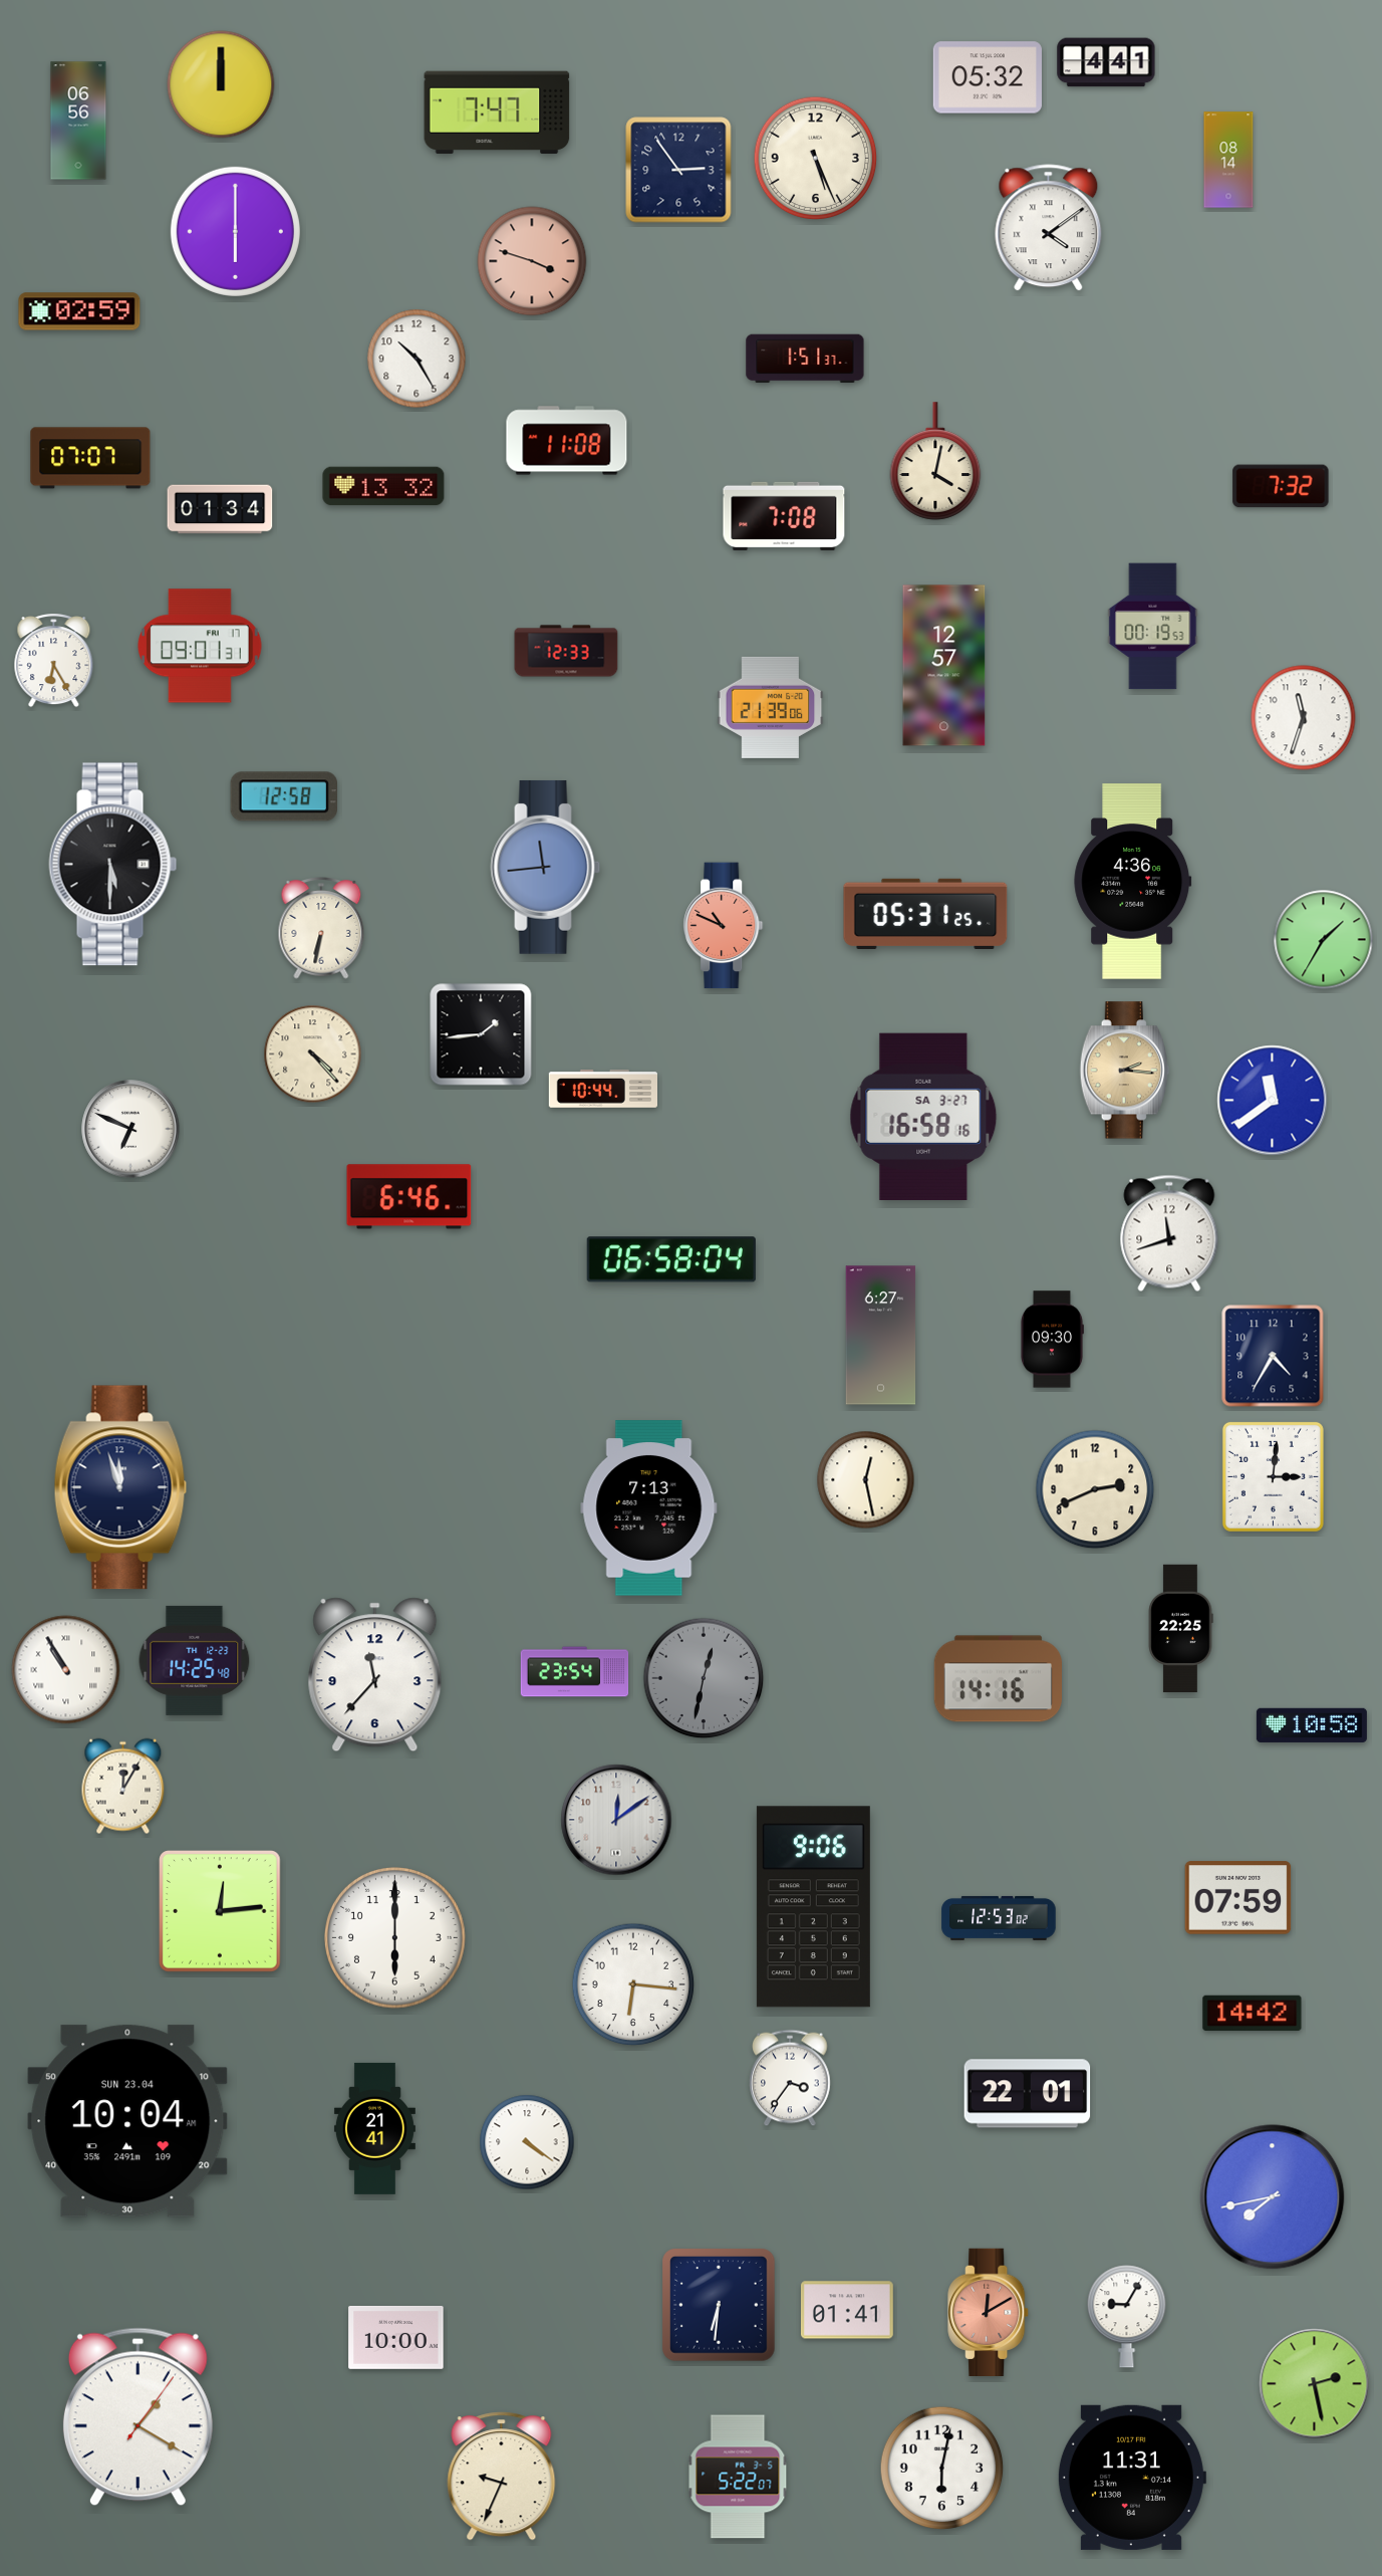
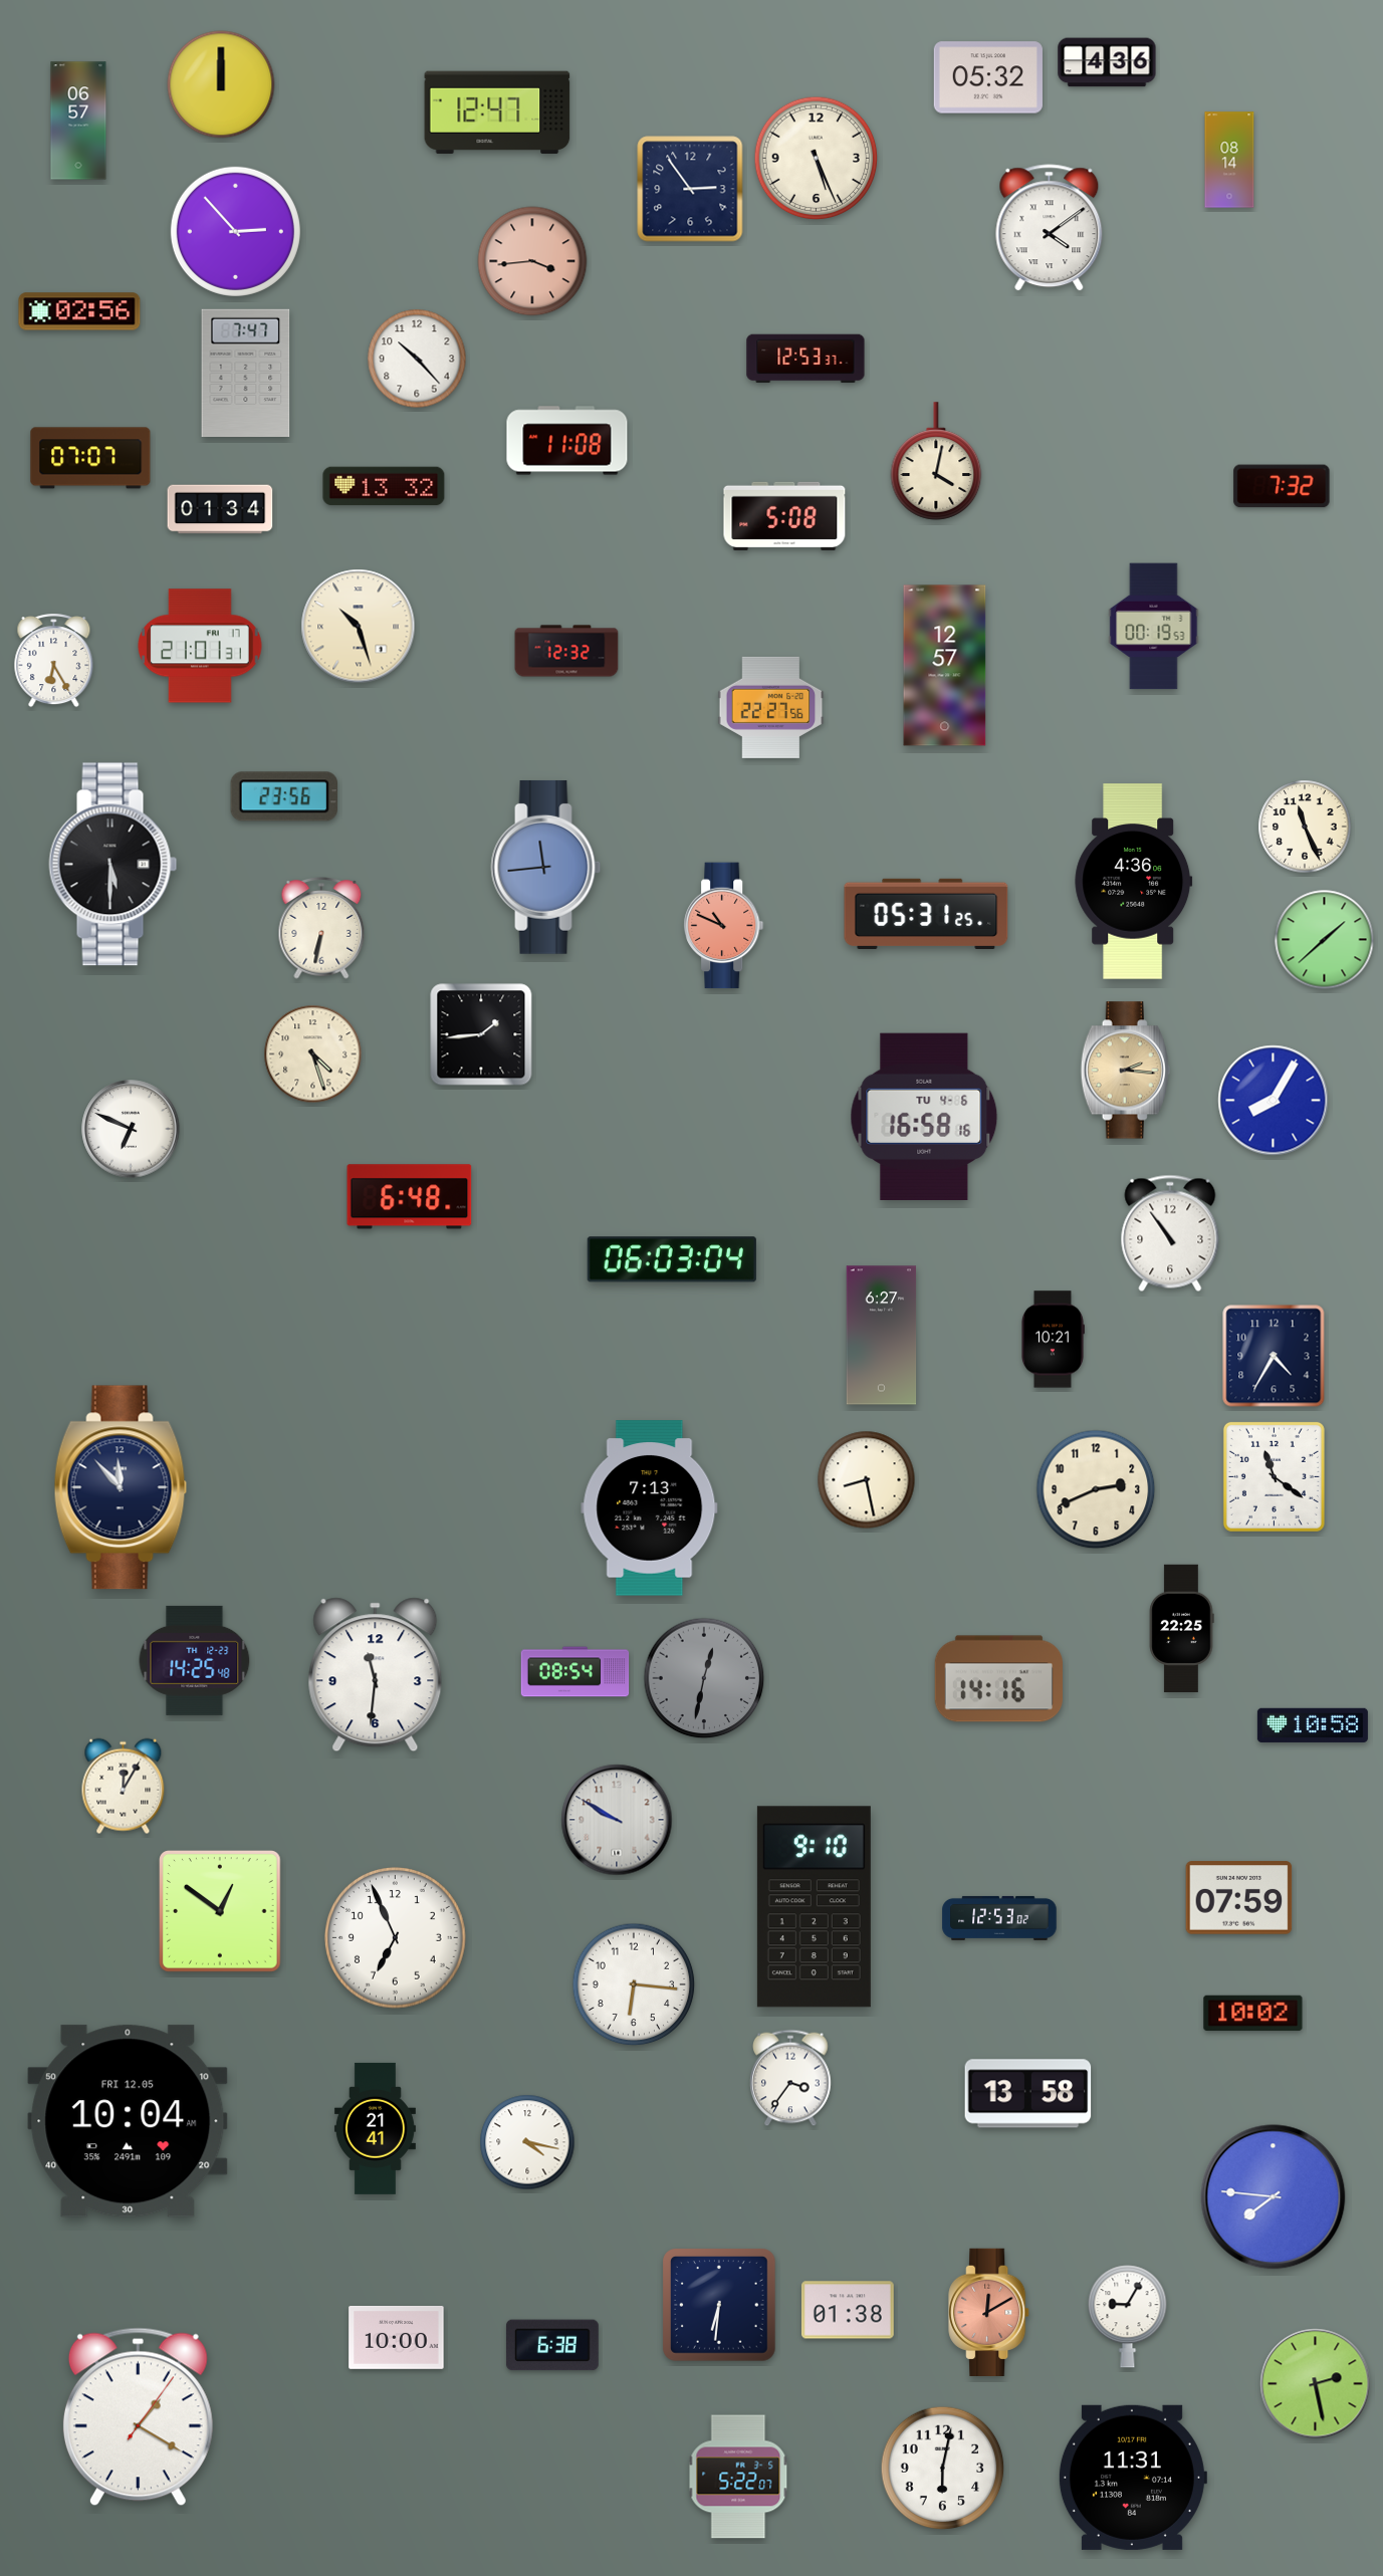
clock at (1106, 62): 4:41 -> 4:36
clock at (497, 112): 7:47 -> 12:47
clock at (78, 121): 06:56 -> 06:57
clock at (678, 170) position: (678, 170) -> (690, 189)
clock at (235, 231): 6:00 -> 2:53
clock at (532, 261): 3:48 -> 3:44
clock at (79, 311): 02:59 -> 02:56
clock at (417, 359): 10:25 -> 10:23
clock at (805, 359): 1:51 -> 12:53
clock at (246, 373): none -> 7:47
clock at (784, 516): 7:08 -> 5:08
clock at (359, 627): none -> 10:27
clock at (201, 646): 09:01 -> 21:01
clock at (566, 651): 12:33 -> 12:32
clock at (771, 707): 21:39 -> 22:27
clock at (1304, 718): 11:33 -> none
clock at (283, 796): 12:58 -> 23:56
clock at (1305, 827): none -> 11:26
clock at (1324, 940): 1:35 -> 1:38
clock at (313, 1055): 4:23 -> 4:27
clock at (602, 1089): 10:44 -> none
clock at (1273, 1101): 11:39 -> 8:05
clock at (923, 1116) date: SA 3-27 -> TU 4-6
clock at (409, 1197): 6:46 -> 6:48
clock at (1169, 1233): 11:42 -> 10:54
clock at (671, 1259): 06:58 -> 06:03
clock at (1052, 1340): 09:30 -> 10:21
clock at (1273, 1476): 3:01 -> 11:21
clock at (866, 1480): 12:28 -> 8:28
clock at (120, 1487): 11:57 -> 11:53
clock at (66, 1670): 10:55 -> none
clock at (575, 1672): 23:54 -> 08:54
clock at (375, 1675): 11:37 -> 11:31
clock at (616, 1820): 12:09 -> 9:50
clock at (813, 1907): 9:06 -> 9:10
clock at (220, 1911): 12:14 -> 12:51
clock at (395, 1938): 6:00 -> 6:56
clock at (1253, 2014): 14:42 -> 10:02
clock at (1028, 2094): 22:01 -> 13:58
clock at (127, 2121) date: SUN 23.04 -> FRI 12.05
clock at (527, 2142): 4:21 -> 4:17
clock at (1273, 2197): 7:43 -> 7:46
clock at (847, 2310): 01:41 -> 01:38
clock at (552, 2345): none -> 6:38
clock at (502, 2477): 9:34 -> none
